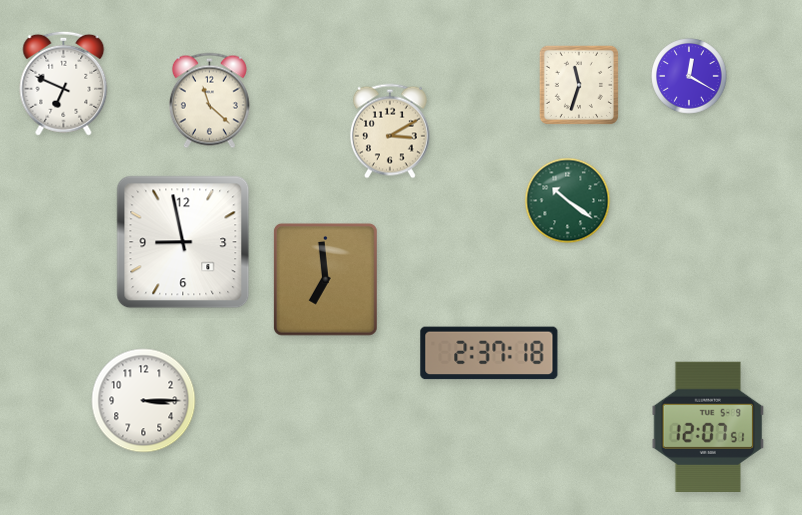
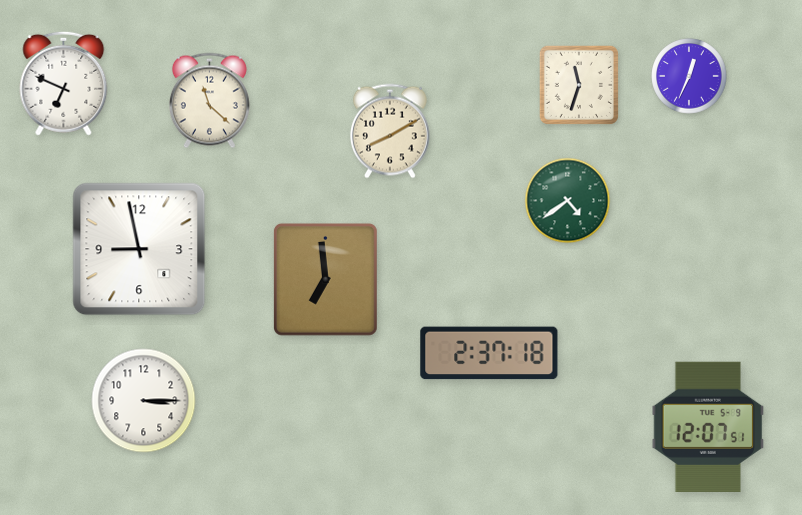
clock at (689, 76): 12:20 -> 12:34
clock at (390, 131): 3:10 -> 8:10
clock at (568, 201): 10:21 -> 4:39
clock at (183, 242) position: (183, 242) -> (139, 249)
